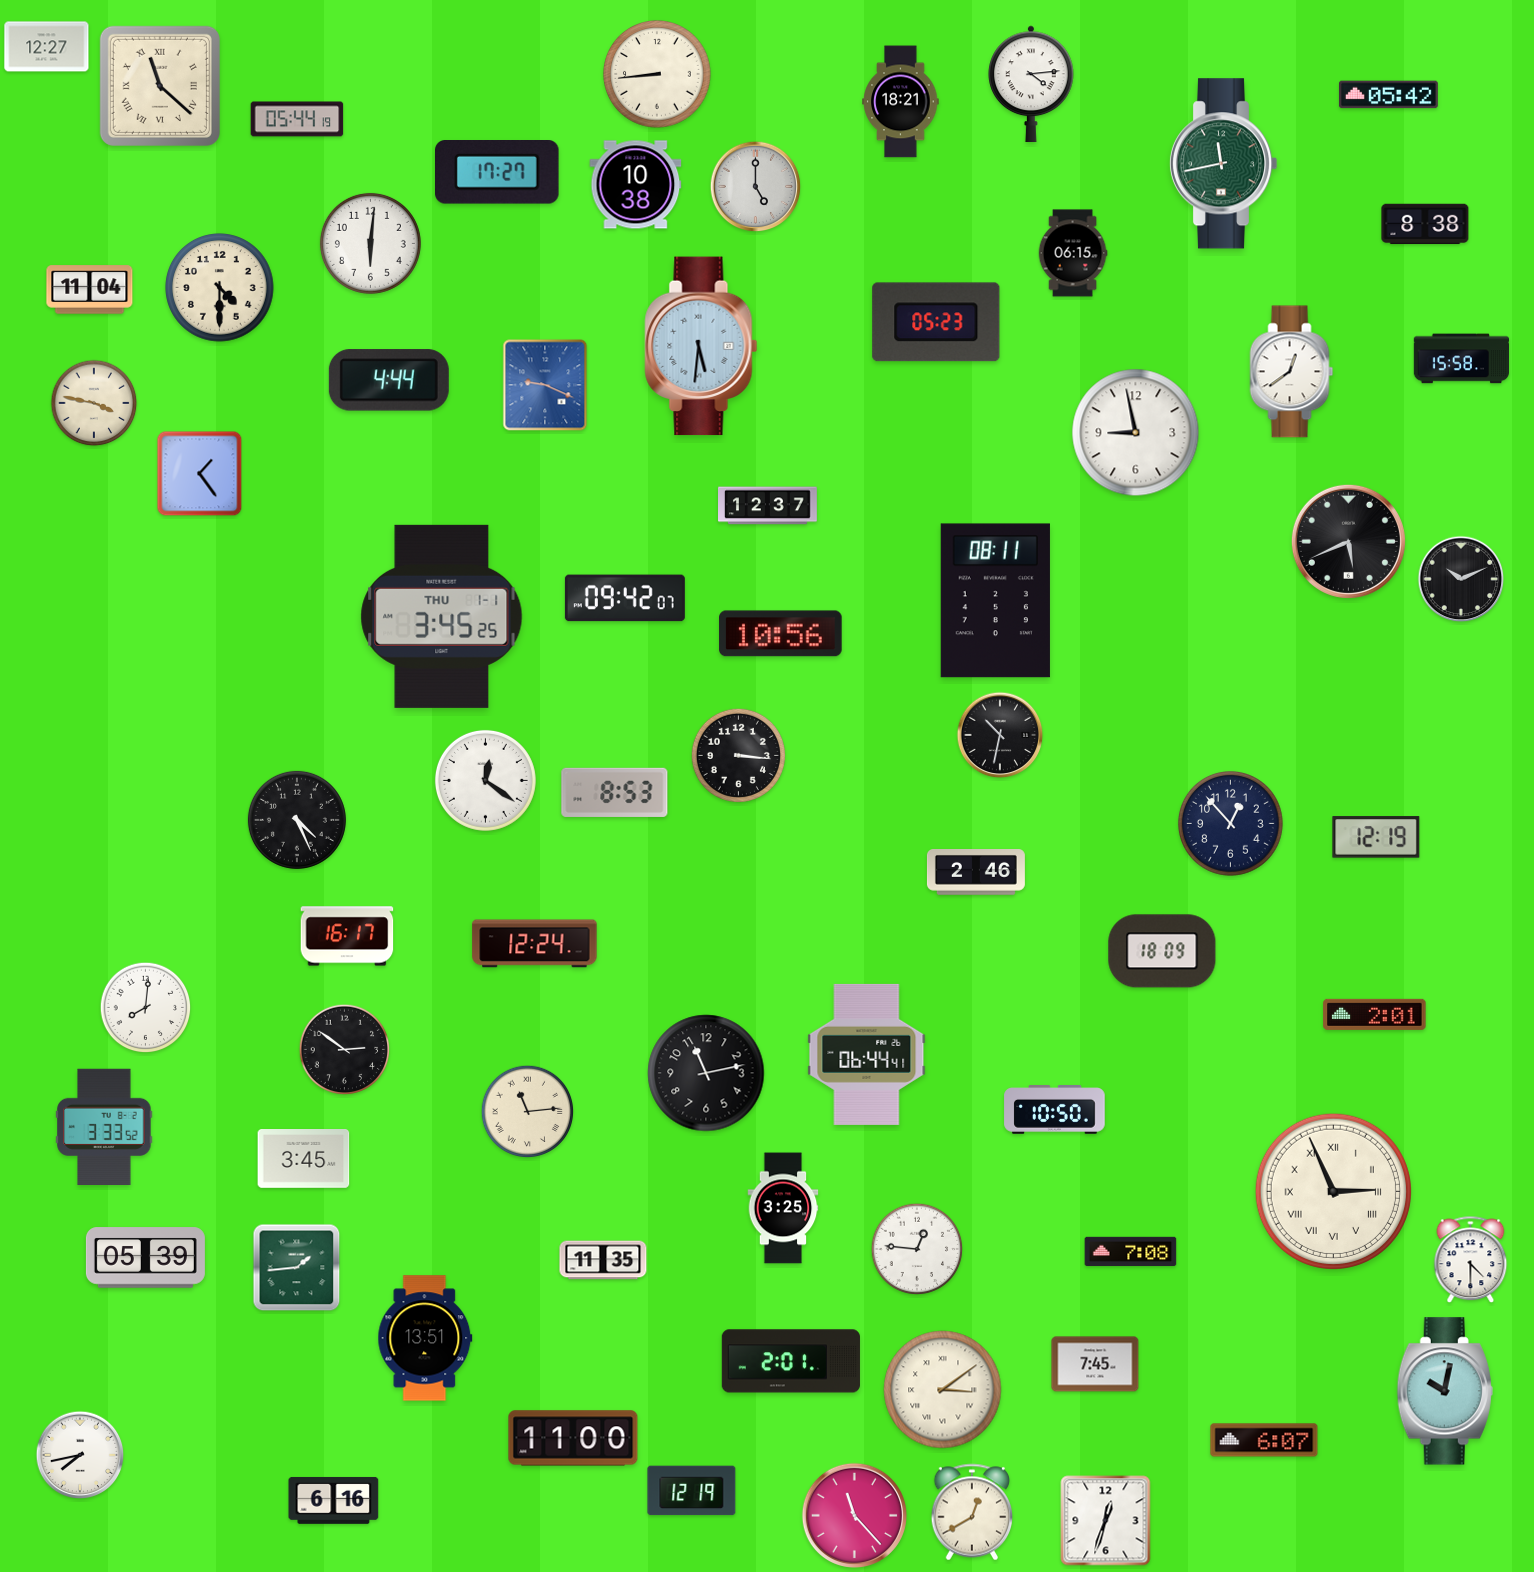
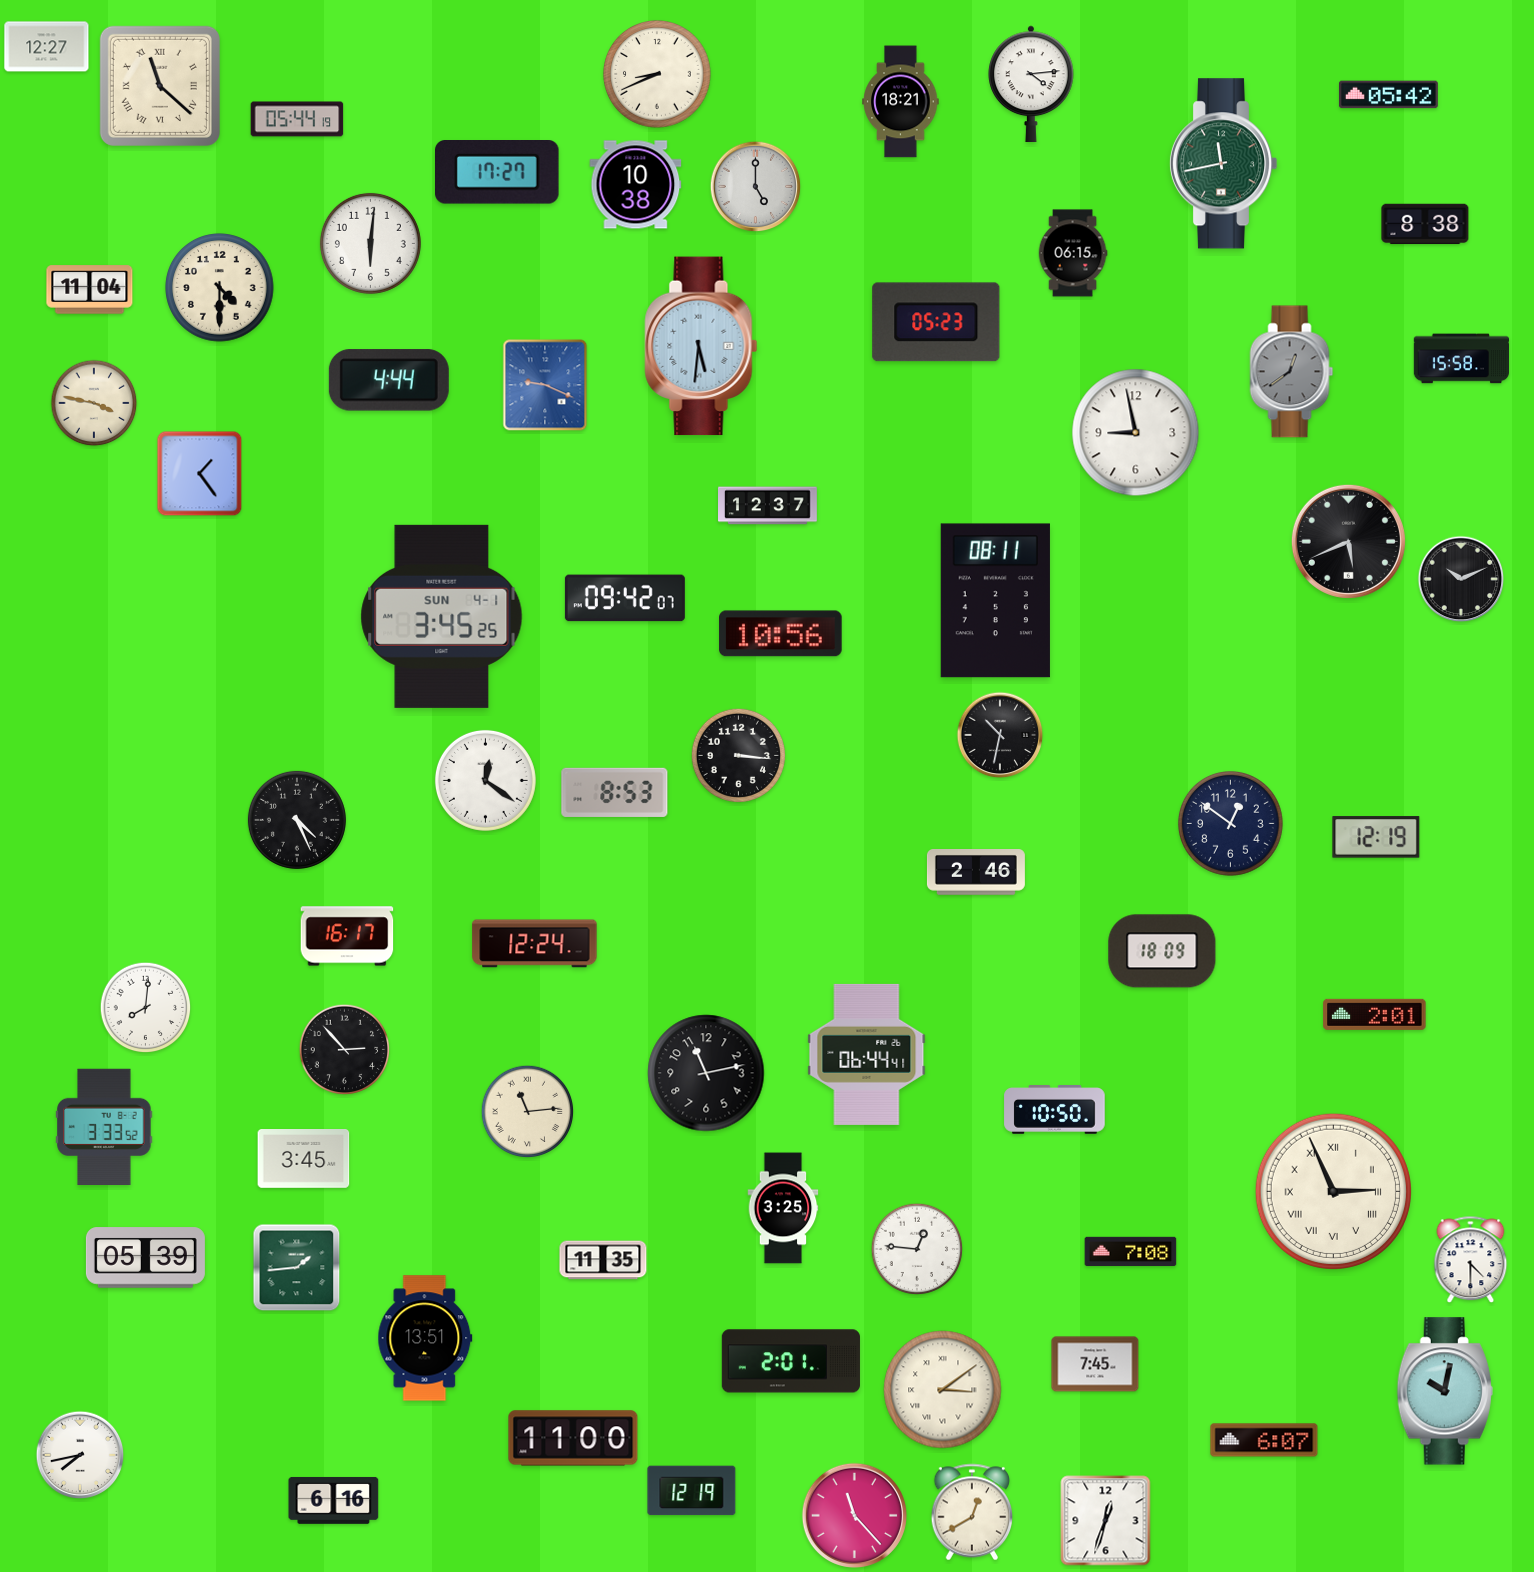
clock at (658, 75): 8:44 -> 8:41
clock at (1292, 372) dial: white -> grey
clock at (442, 616) date: THU 1-1 -> SUN 4-1
clock at (1230, 823): 12:53 -> 12:51
clock at (345, 1050): 2:51 -> 2:53
